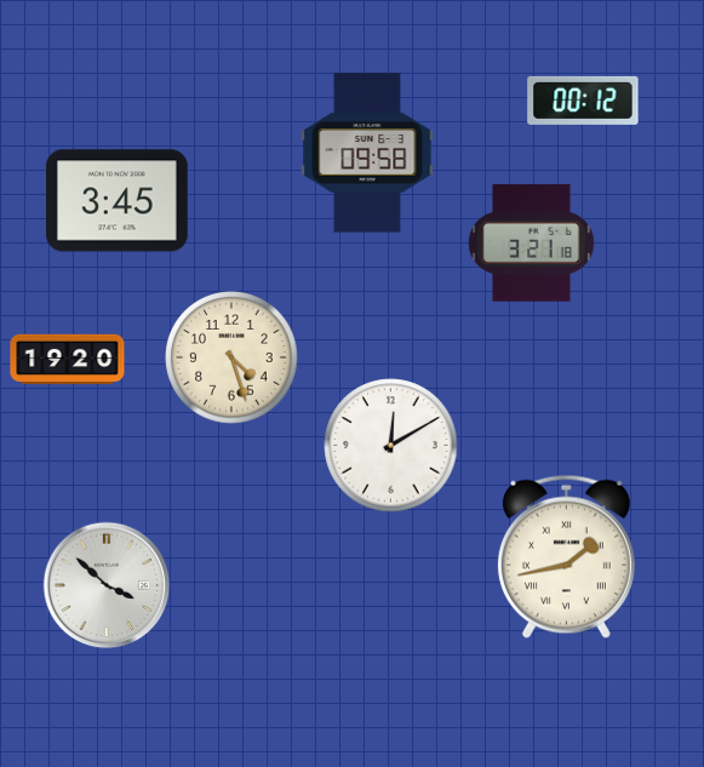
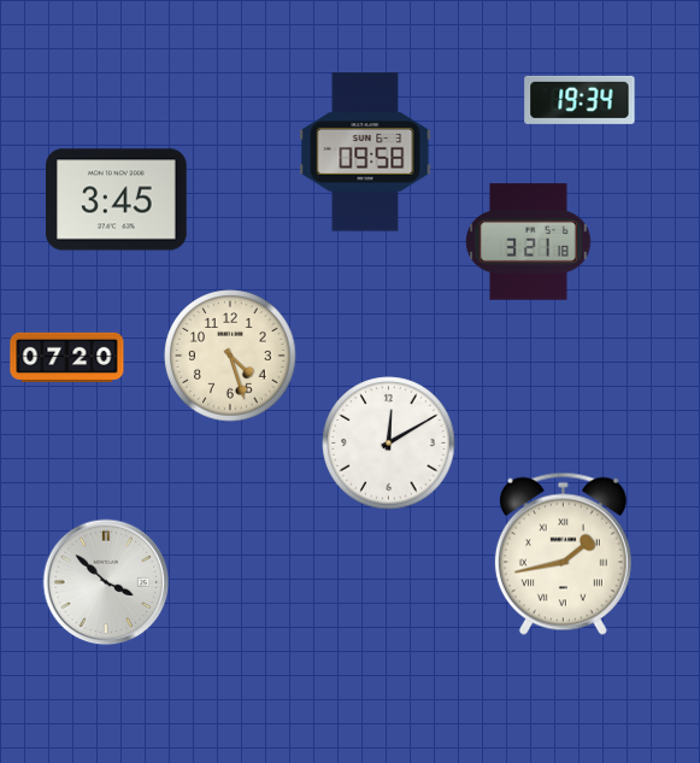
clock at (583, 101): 00:12 -> 19:34
clock at (68, 359): 19:20 -> 07:20
